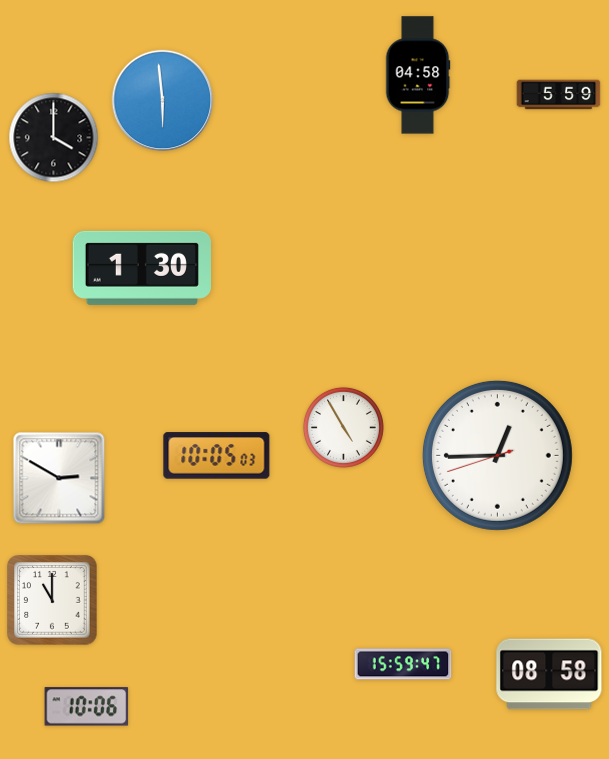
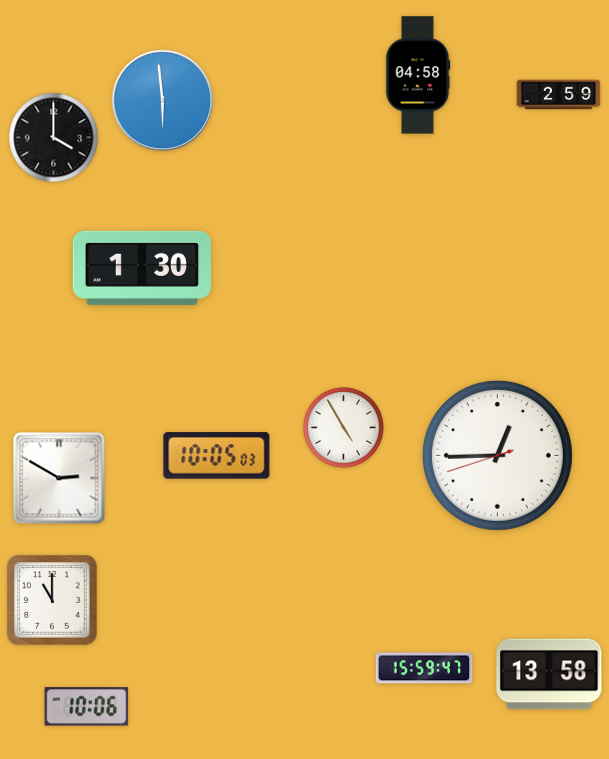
clock at (559, 95): 5:59 -> 2:59
clock at (403, 664) position: (403, 664) -> (424, 668)
clock at (549, 674): 08:58 -> 13:58
